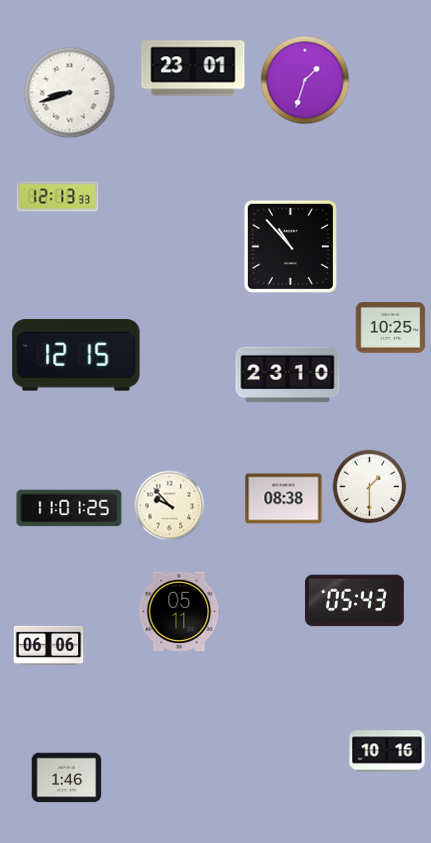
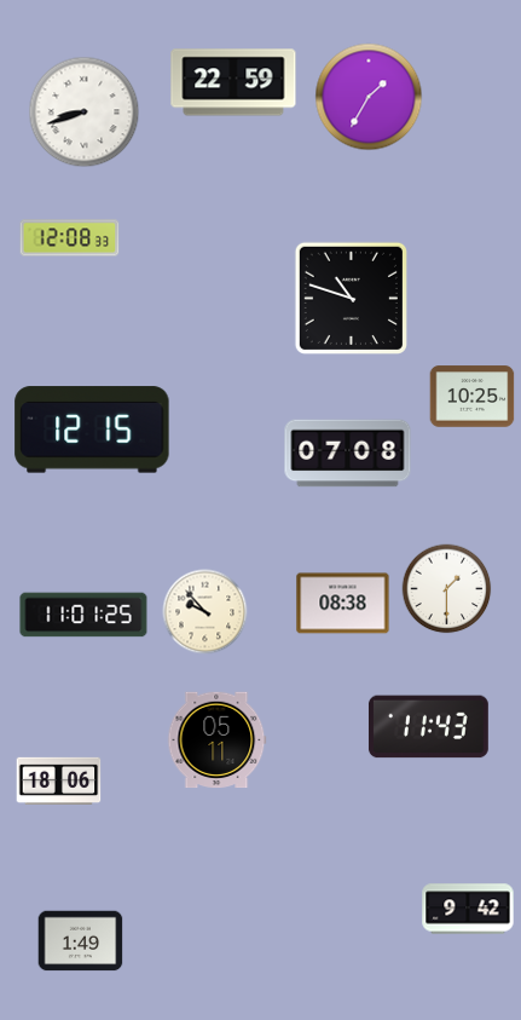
clock at (193, 68): 23:01 -> 22:59
clock at (305, 80): 1:33 -> 1:35
clock at (58, 197): 12:13 -> 12:08
clock at (290, 246): 10:53 -> 10:48
clock at (288, 375): 23:10 -> 07:08
clock at (354, 601): 05:43 -> 11:43
clock at (49, 645): 06:06 -> 18:06
clock at (387, 751): 10:16 -> 9:42
clock at (67, 778): 1:46 -> 1:49
